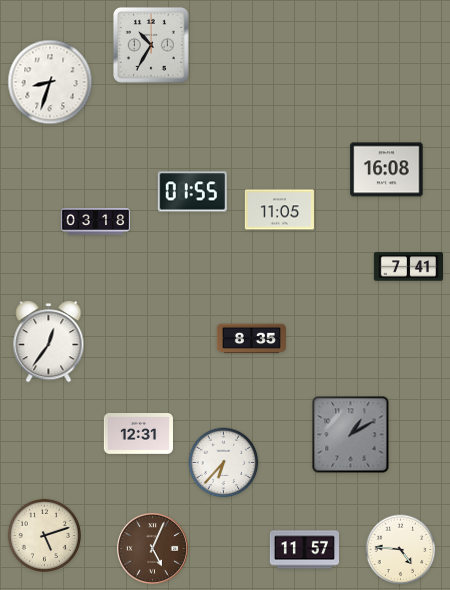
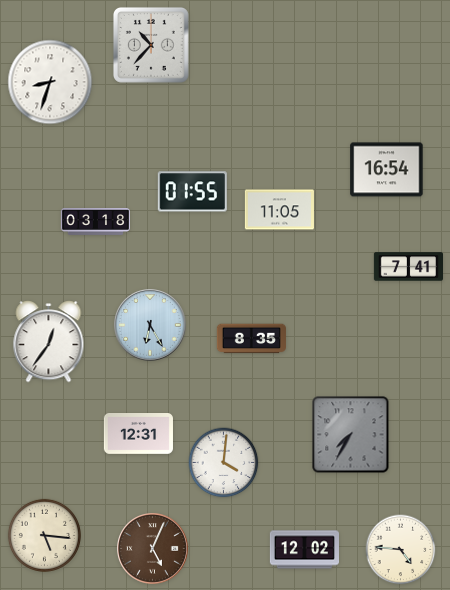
clock at (151, 45): 10:35 -> 10:37
clock at (387, 170): 16:08 -> 16:54
clock at (150, 325): none -> 6:25
clock at (351, 435): 1:10 -> 7:35
clock at (224, 463): 6:37 -> 4:01
clock at (44, 535): 5:12 -> 5:16
clock at (304, 550): 11:57 -> 12:02
